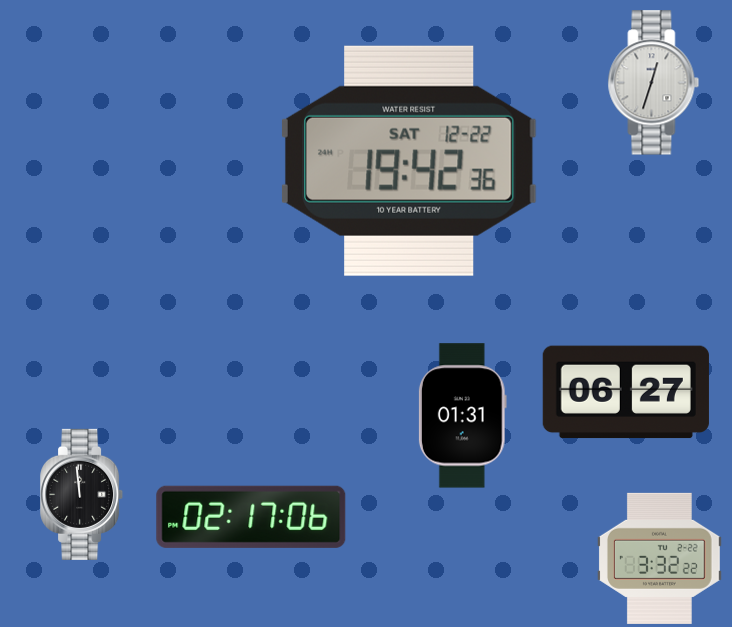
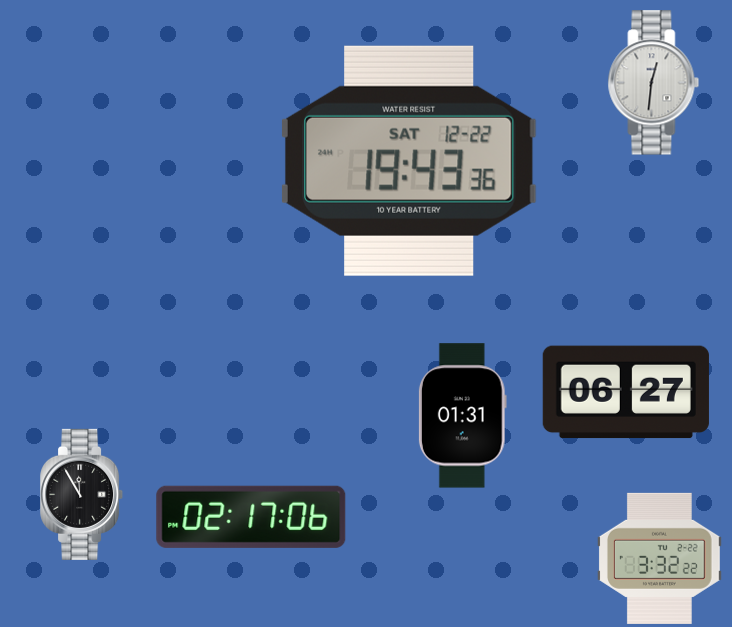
clock at (654, 83): 12:33 -> 12:31
clock at (409, 161): 19:42 -> 19:43
clock at (82, 494): 11:59 -> 11:55
